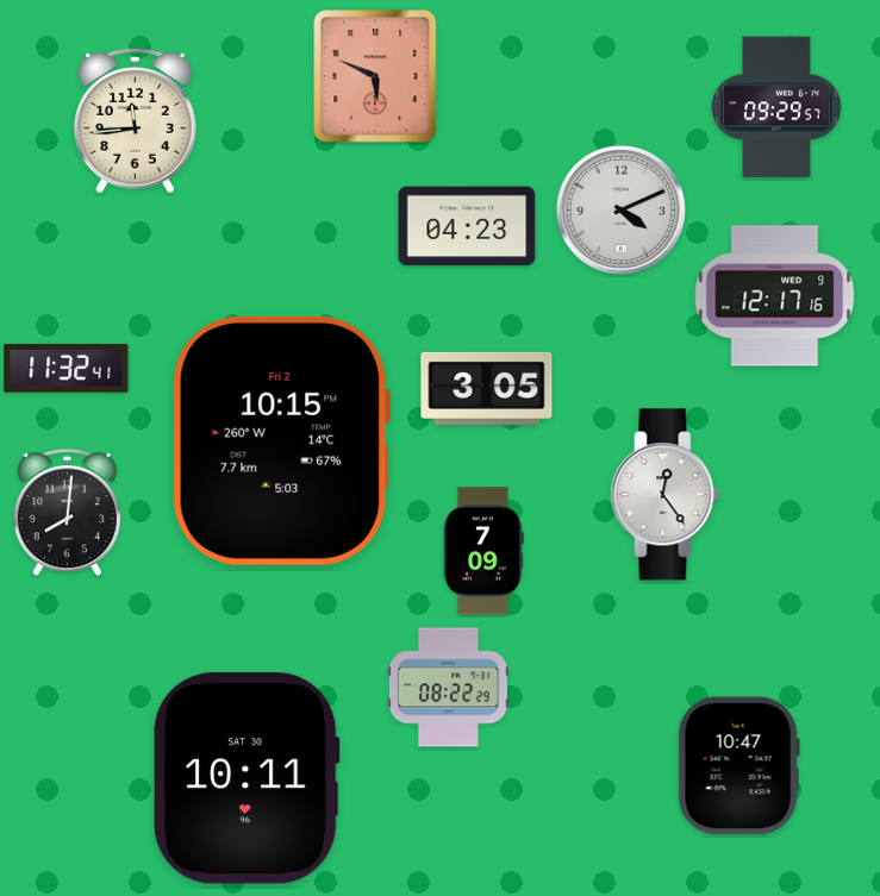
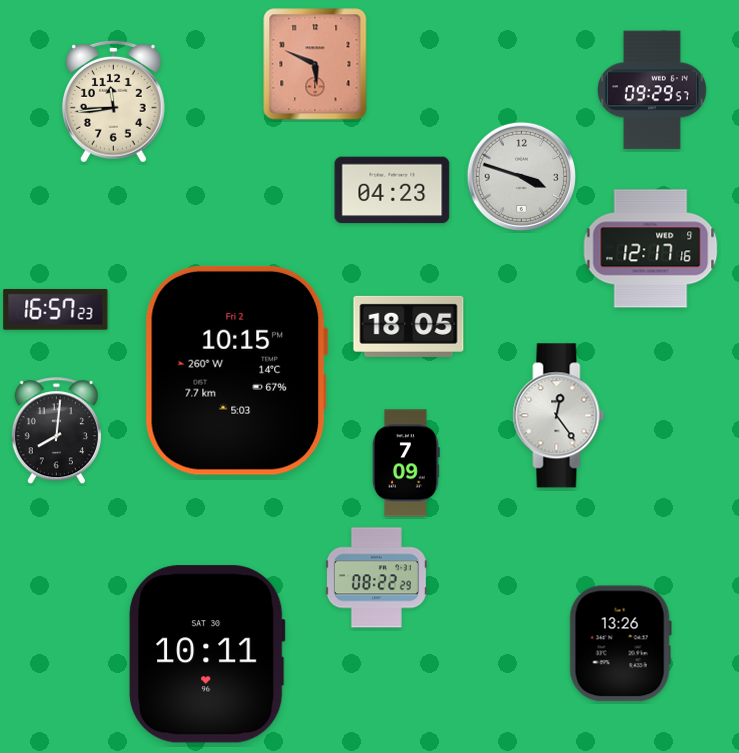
clock at (620, 209): 4:11 -> 3:48
clock at (67, 368): 11:32 -> 16:57
clock at (487, 388): 3:05 -> 18:05
clock at (738, 766): 10:47 -> 13:26
